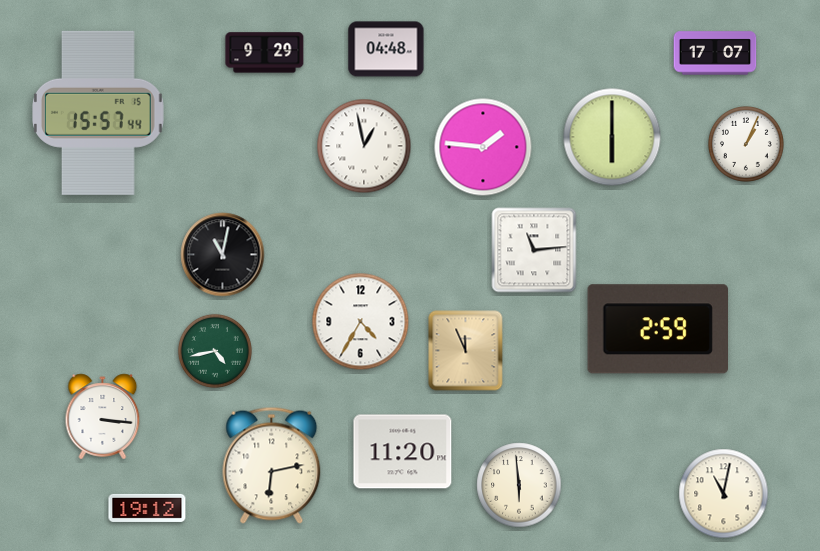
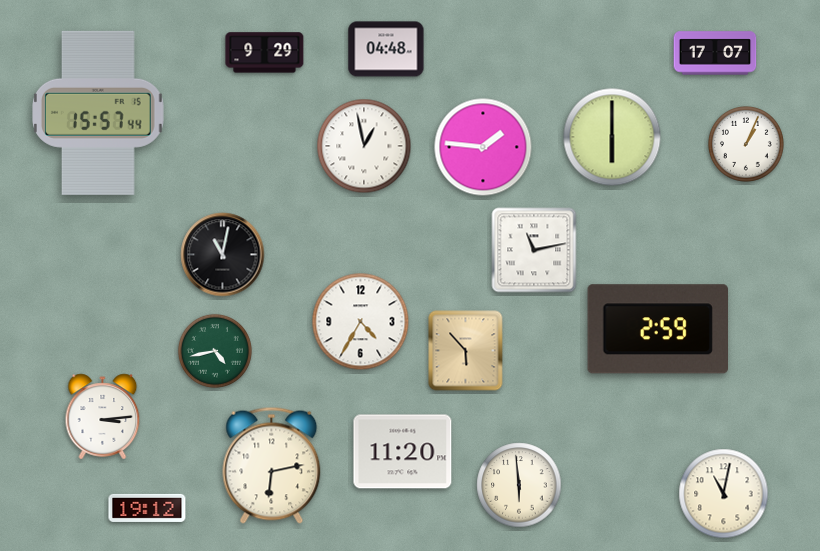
clock at (534, 250): 11:14 -> 11:13
clock at (466, 351): 11:56 -> 5:53
clock at (103, 417): 3:16 -> 3:14
